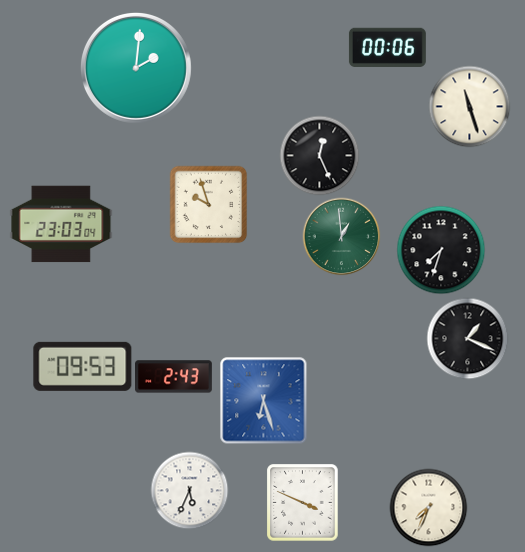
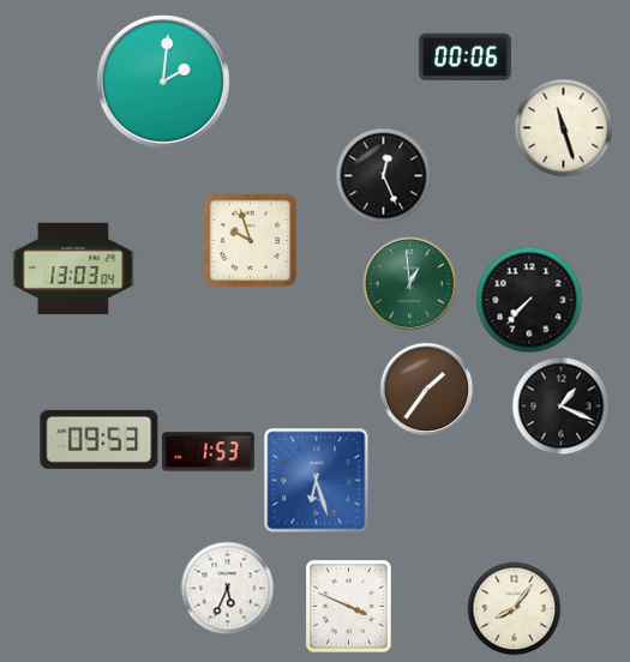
clock at (319, 155) position: (319, 155) -> (383, 175)
clock at (208, 204) position: (208, 204) -> (250, 240)
clock at (61, 224): 23:03 -> 13:03
clock at (441, 250): 7:33 -> 7:37
clock at (426, 389): none -> 1:36
clock at (174, 377): 2:43 -> 1:53
clock at (303, 502) position: (303, 502) -> (349, 606)
clock at (428, 507): 7:34 -> 8:06
